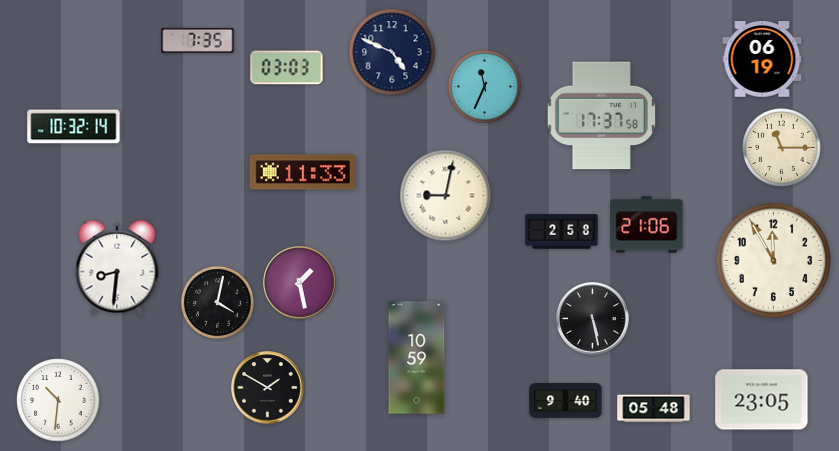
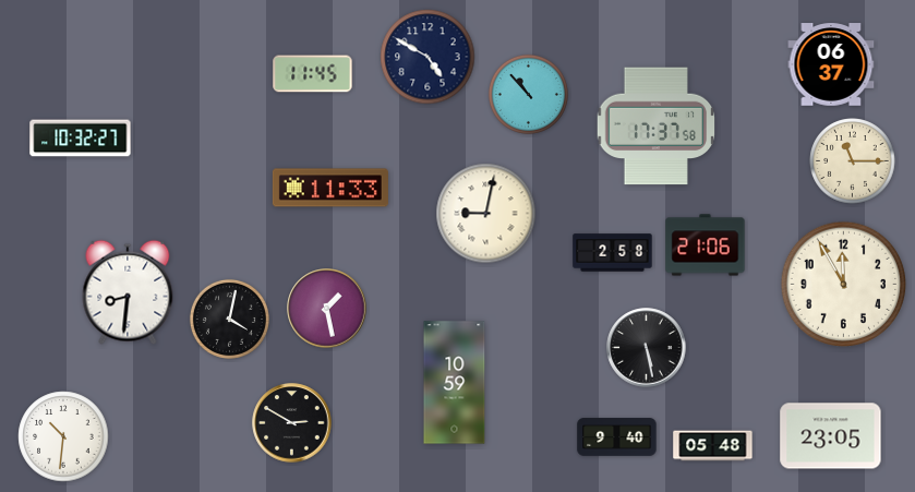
clock at (198, 40): 7:35 -> none
clock at (392, 52): 4:49 -> 4:50
clock at (762, 59): 06:19 -> 06:37
clock at (287, 68): 03:03 -> 11:45
clock at (484, 86): 11:34 -> 10:53
clock at (74, 127): 10:32:14 -> 10:32:27
clock at (217, 302) position: (217, 302) -> (229, 319)
clock at (417, 358) position: (417, 358) -> (455, 383)
clock at (268, 388): 1:50 -> 2:50
